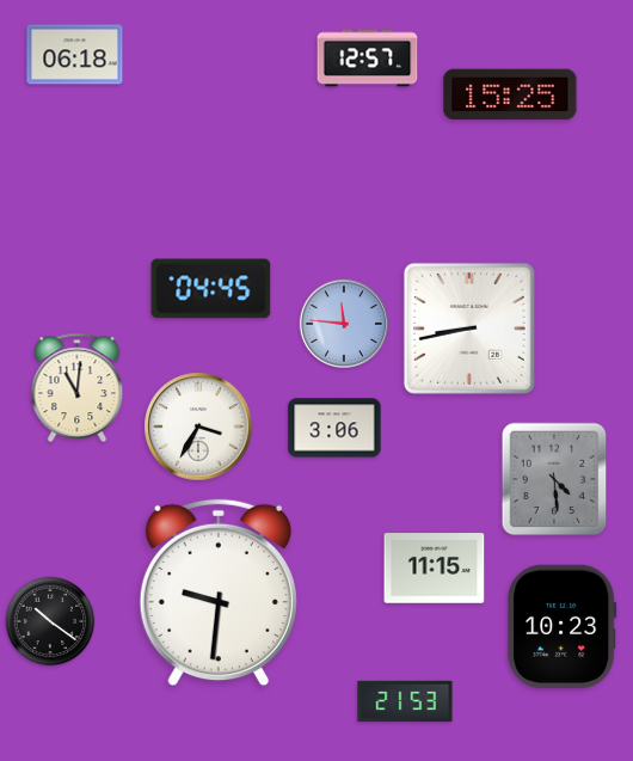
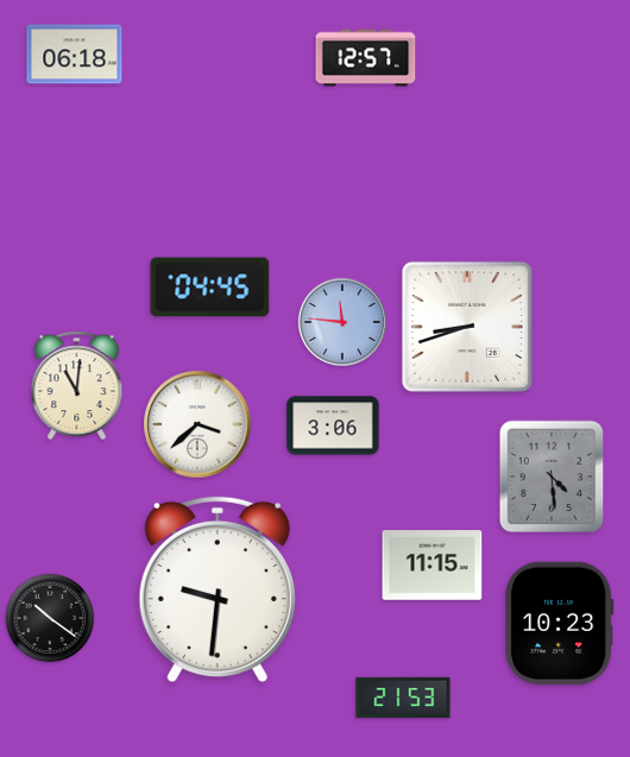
clock at (510, 94): 15:25 -> none
clock at (469, 329): 8:43 -> 8:42
clock at (198, 426): 3:35 -> 3:38
